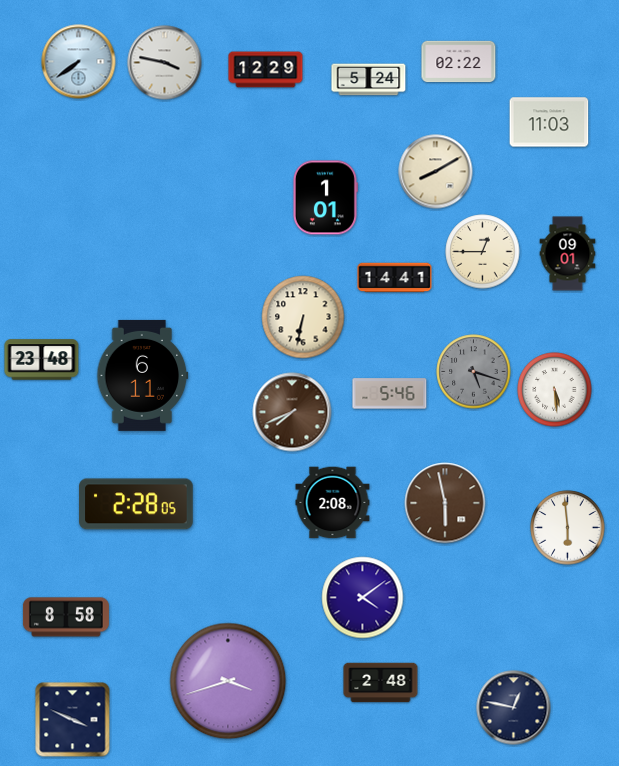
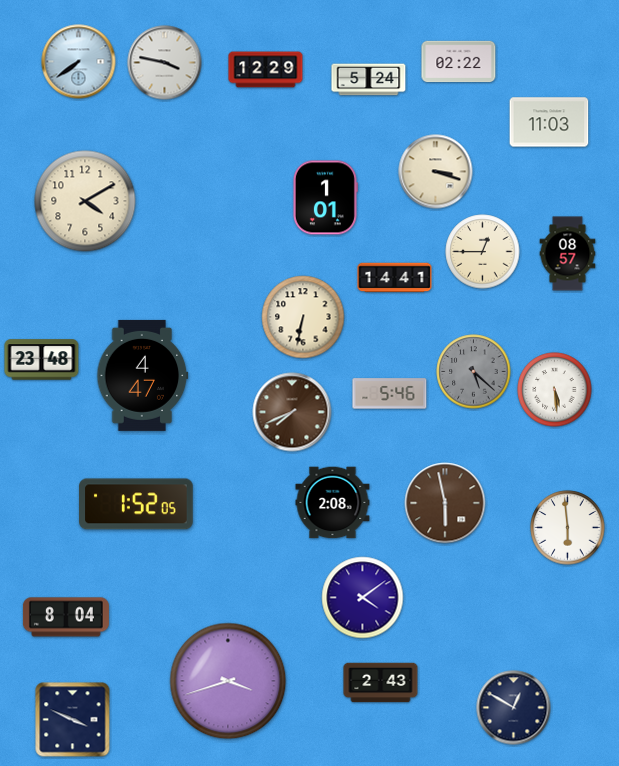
clock at (436, 172): 8:10 -> 3:18
clock at (85, 201): none -> 4:10
clock at (568, 254): 09:01 -> 08:57
clock at (474, 372): 5:18 -> 5:22
clock at (143, 375): 6:11 -> 4:47
clock at (136, 504): 2:28 -> 1:52
clock at (66, 617): 8:58 -> 8:04
clock at (381, 683): 2:48 -> 2:43
clock at (514, 708): 12:47 -> 12:50
